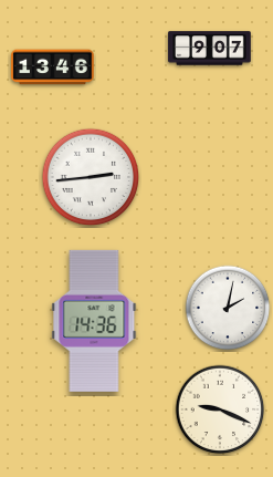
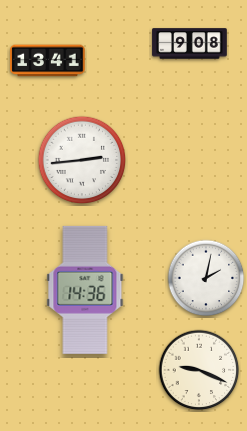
clock at (210, 49): 9:07 -> 9:08
clock at (53, 68): 13:46 -> 13:41
